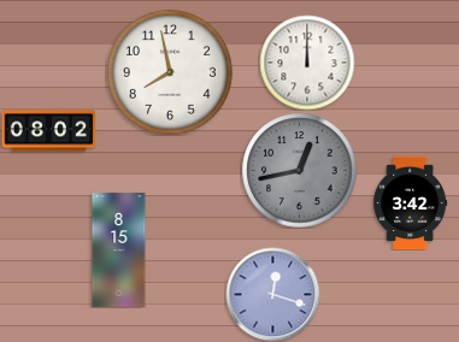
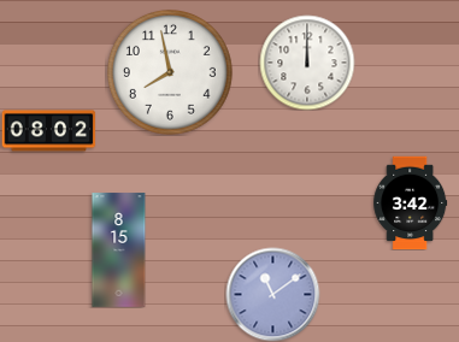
clock at (299, 170): 12:43 -> none
clock at (272, 294): 12:18 -> 11:09
